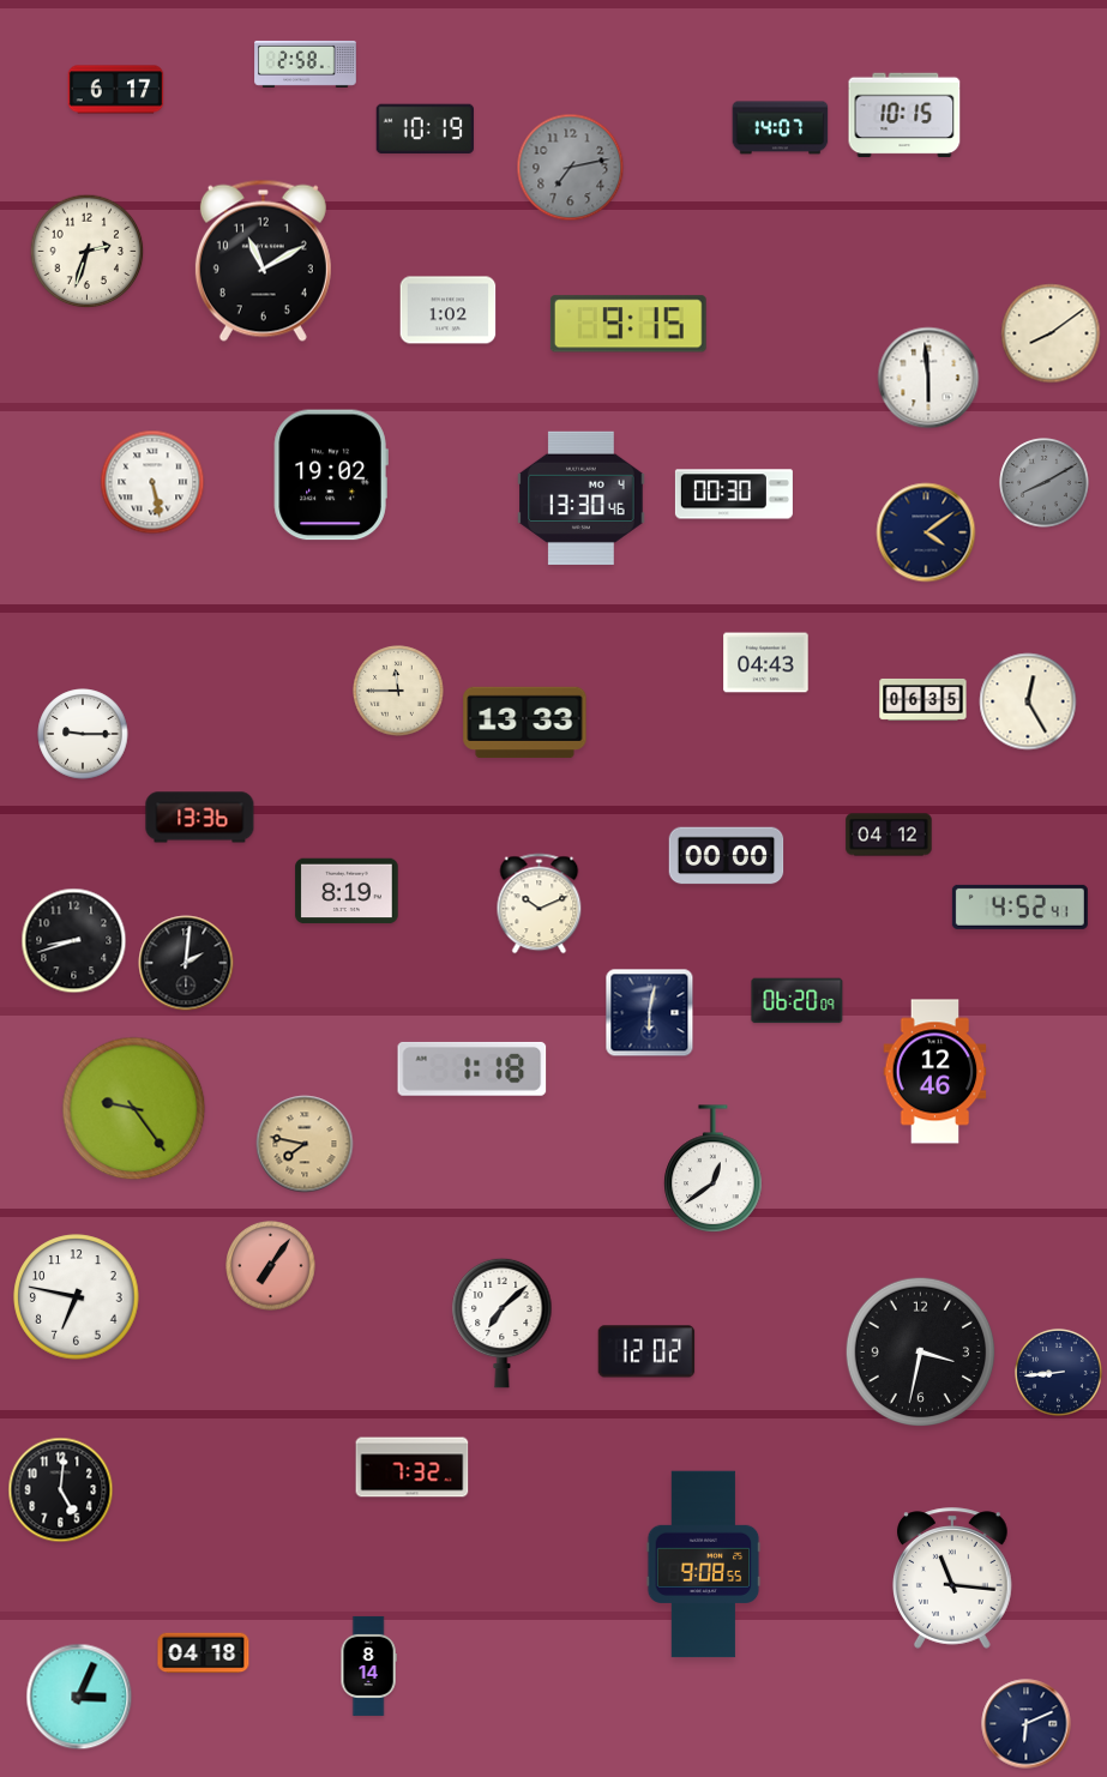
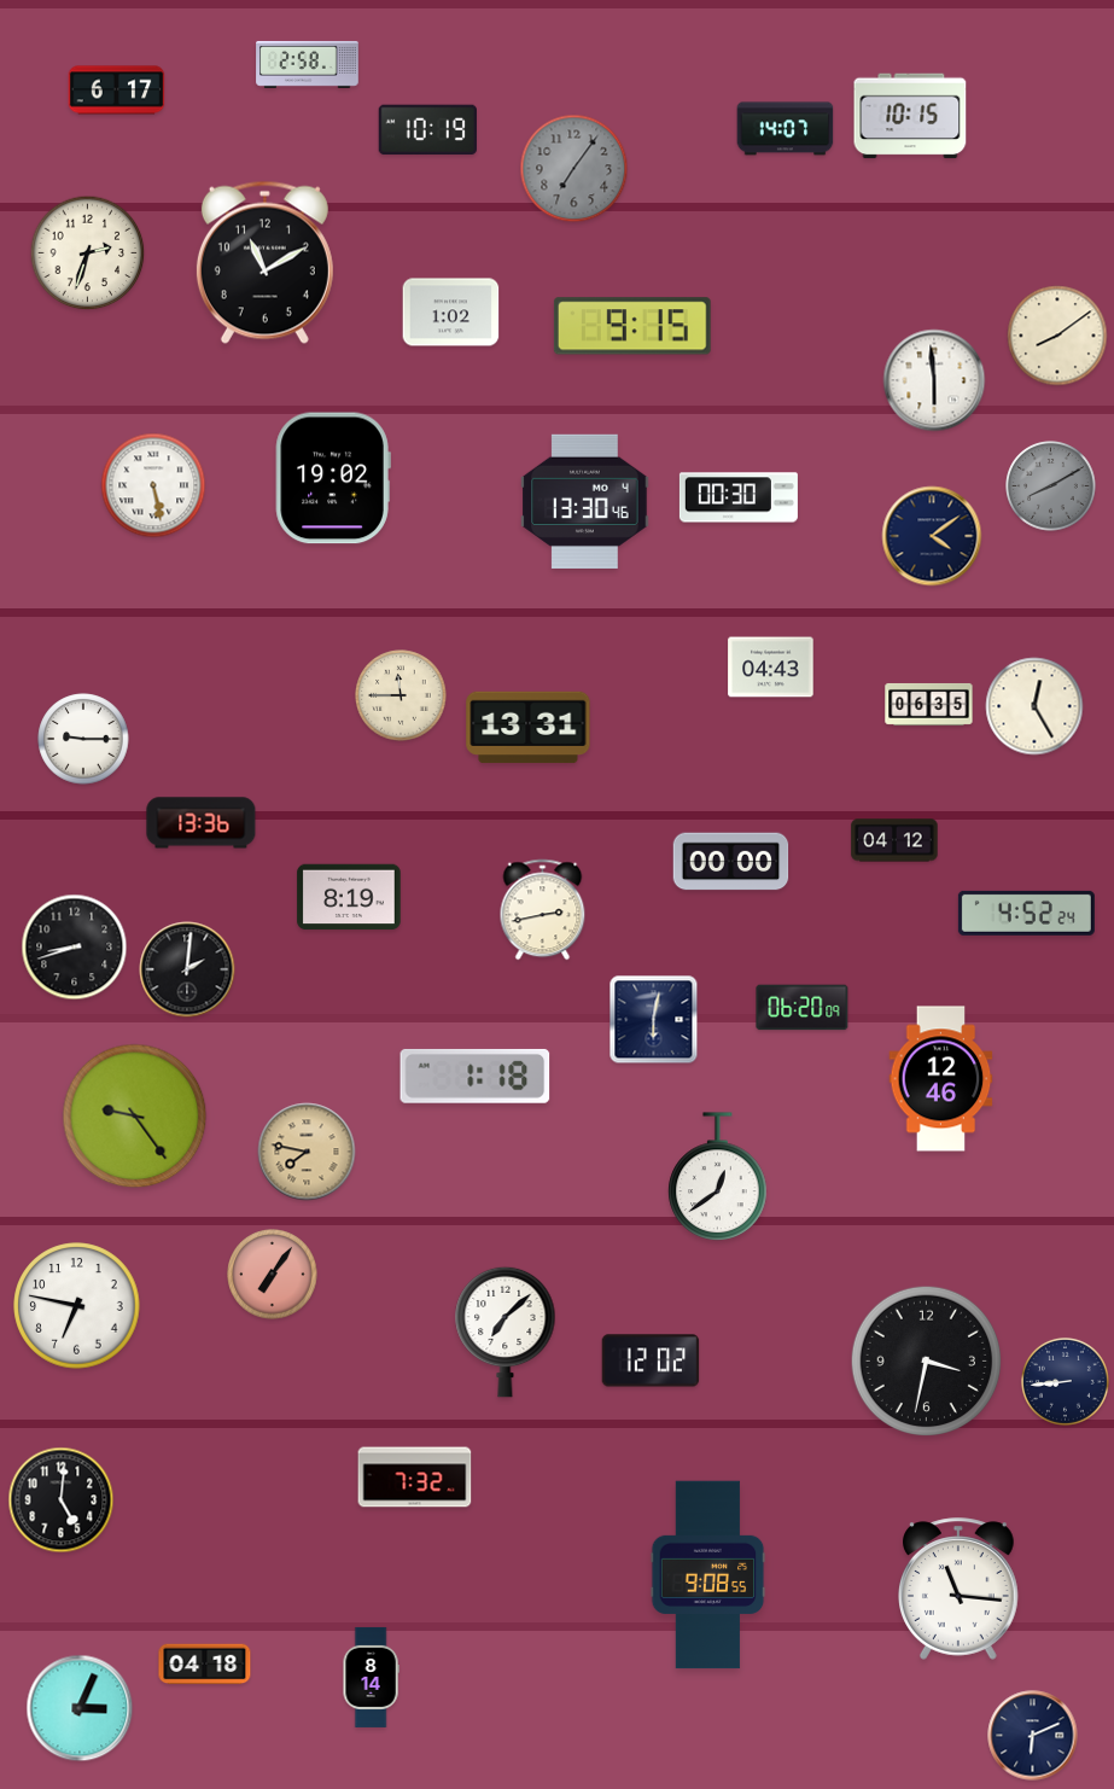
clock at (571, 168): 7:13 -> 7:06
clock at (525, 723): 13:33 -> 13:31
clock at (540, 904): 10:11 -> 2:43
clock at (1019, 906): 4:52:41 -> 4:52:24
